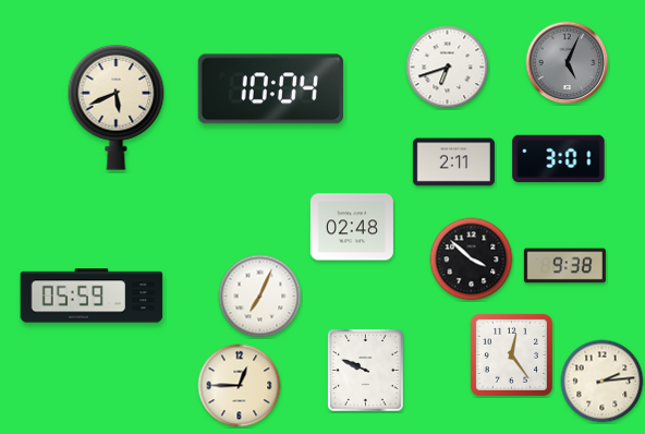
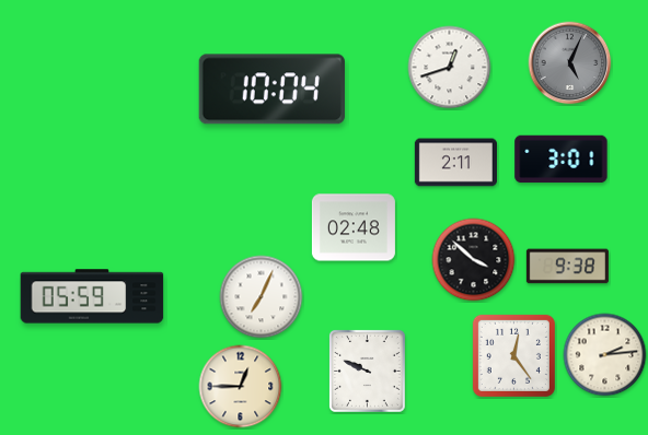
clock at (448, 68): 6:42 -> 12:42
clock at (117, 108): 5:41 -> none
clock at (603, 382) position: (603, 382) -> (605, 355)
